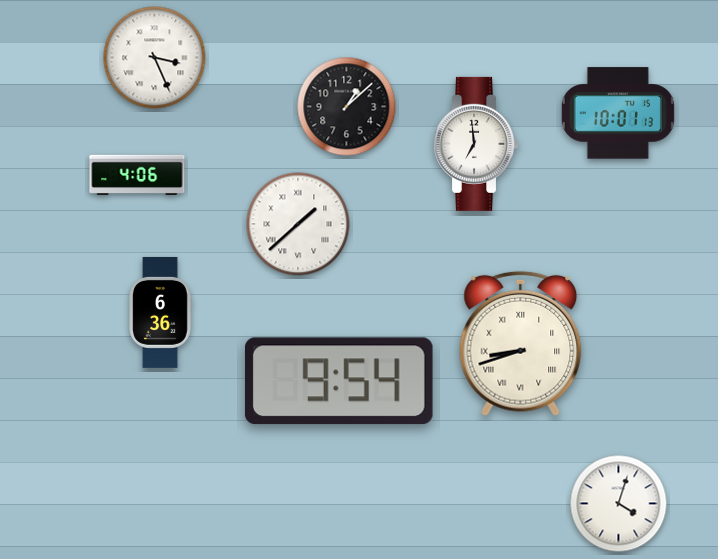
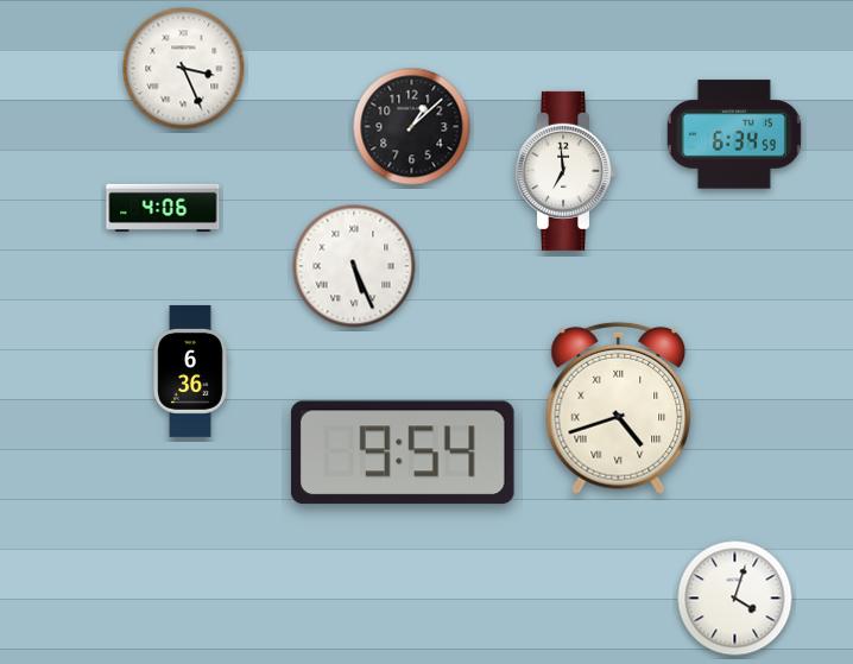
clock at (618, 113): 10:01 -> 6:34
clock at (298, 224): 1:38 -> 5:26
clock at (521, 343): 8:42 -> 4:42
